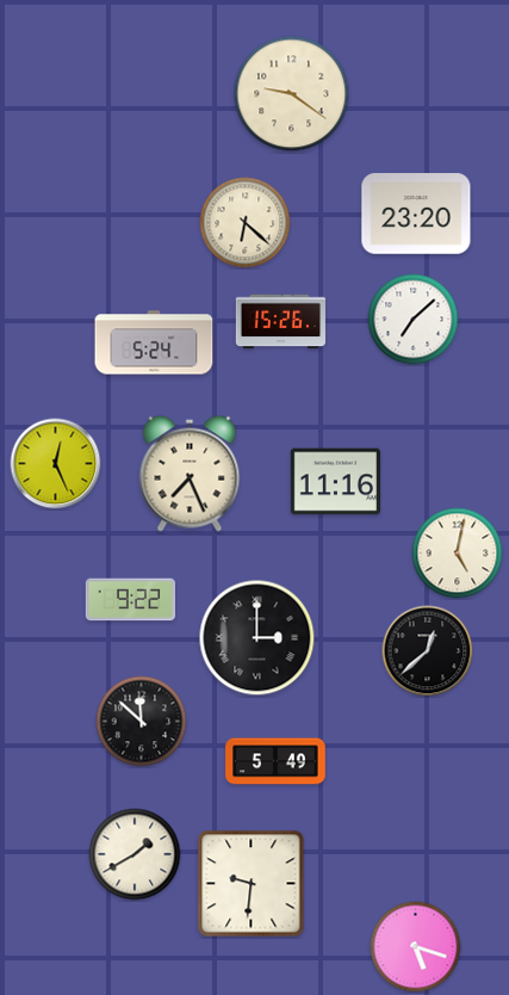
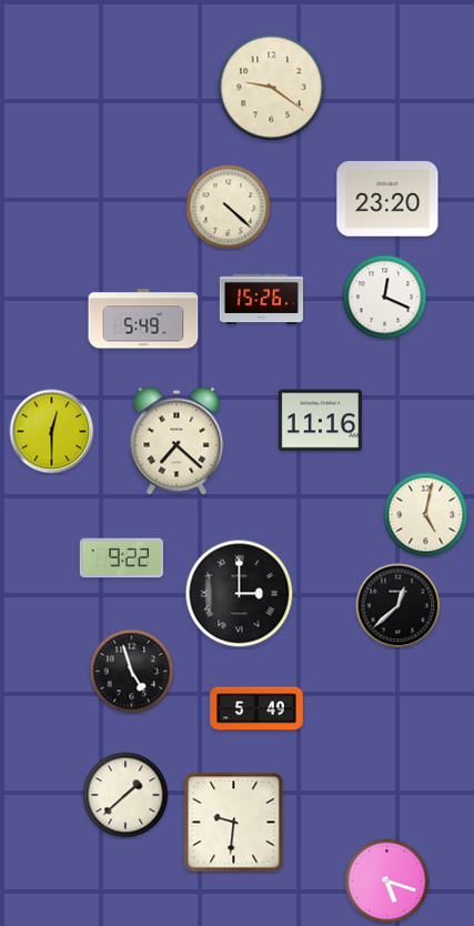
clock at (246, 223): 6:22 -> 4:22
clock at (414, 320): 7:08 -> 12:19
clock at (154, 342): 5:24 -> 5:49
clock at (56, 464): 12:26 -> 12:30
clock at (190, 474): 7:26 -> 7:22
clock at (335, 482) position: (335, 482) -> (320, 421)
clock at (142, 722): 11:52 -> 4:57
clock at (135, 854): 1:40 -> 1:38
